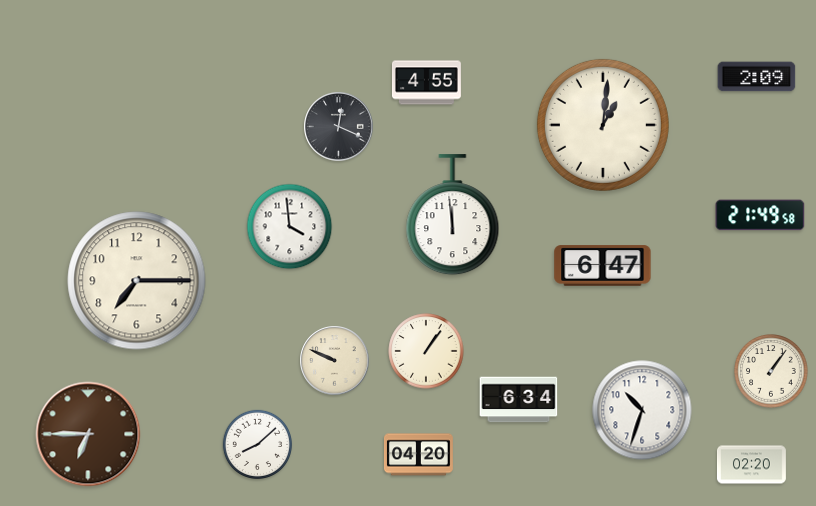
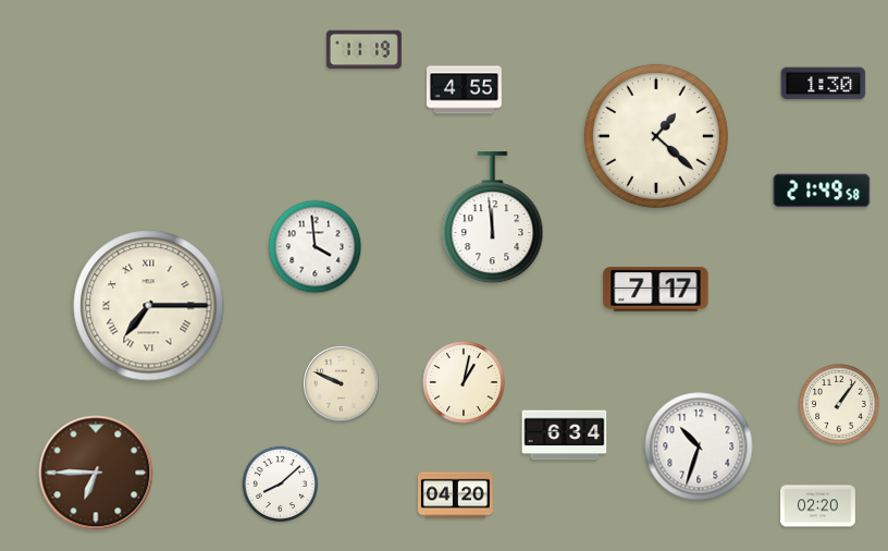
clock at (363, 50): none -> 11:19
clock at (757, 77): 2:09 -> 1:30
clock at (603, 125): 1:01 -> 1:22
clock at (339, 127): 12:19 -> none
clock at (453, 215) position: (453, 215) -> (493, 218)
clock at (760, 215) position: (760, 215) -> (822, 191)
clock at (603, 266): 6:47 -> 7:17
clock at (137, 281) numerals: Arabic -> Roman
clock at (426, 351): 1:06 -> 1:02
clock at (335, 361) position: (335, 361) -> (342, 384)
